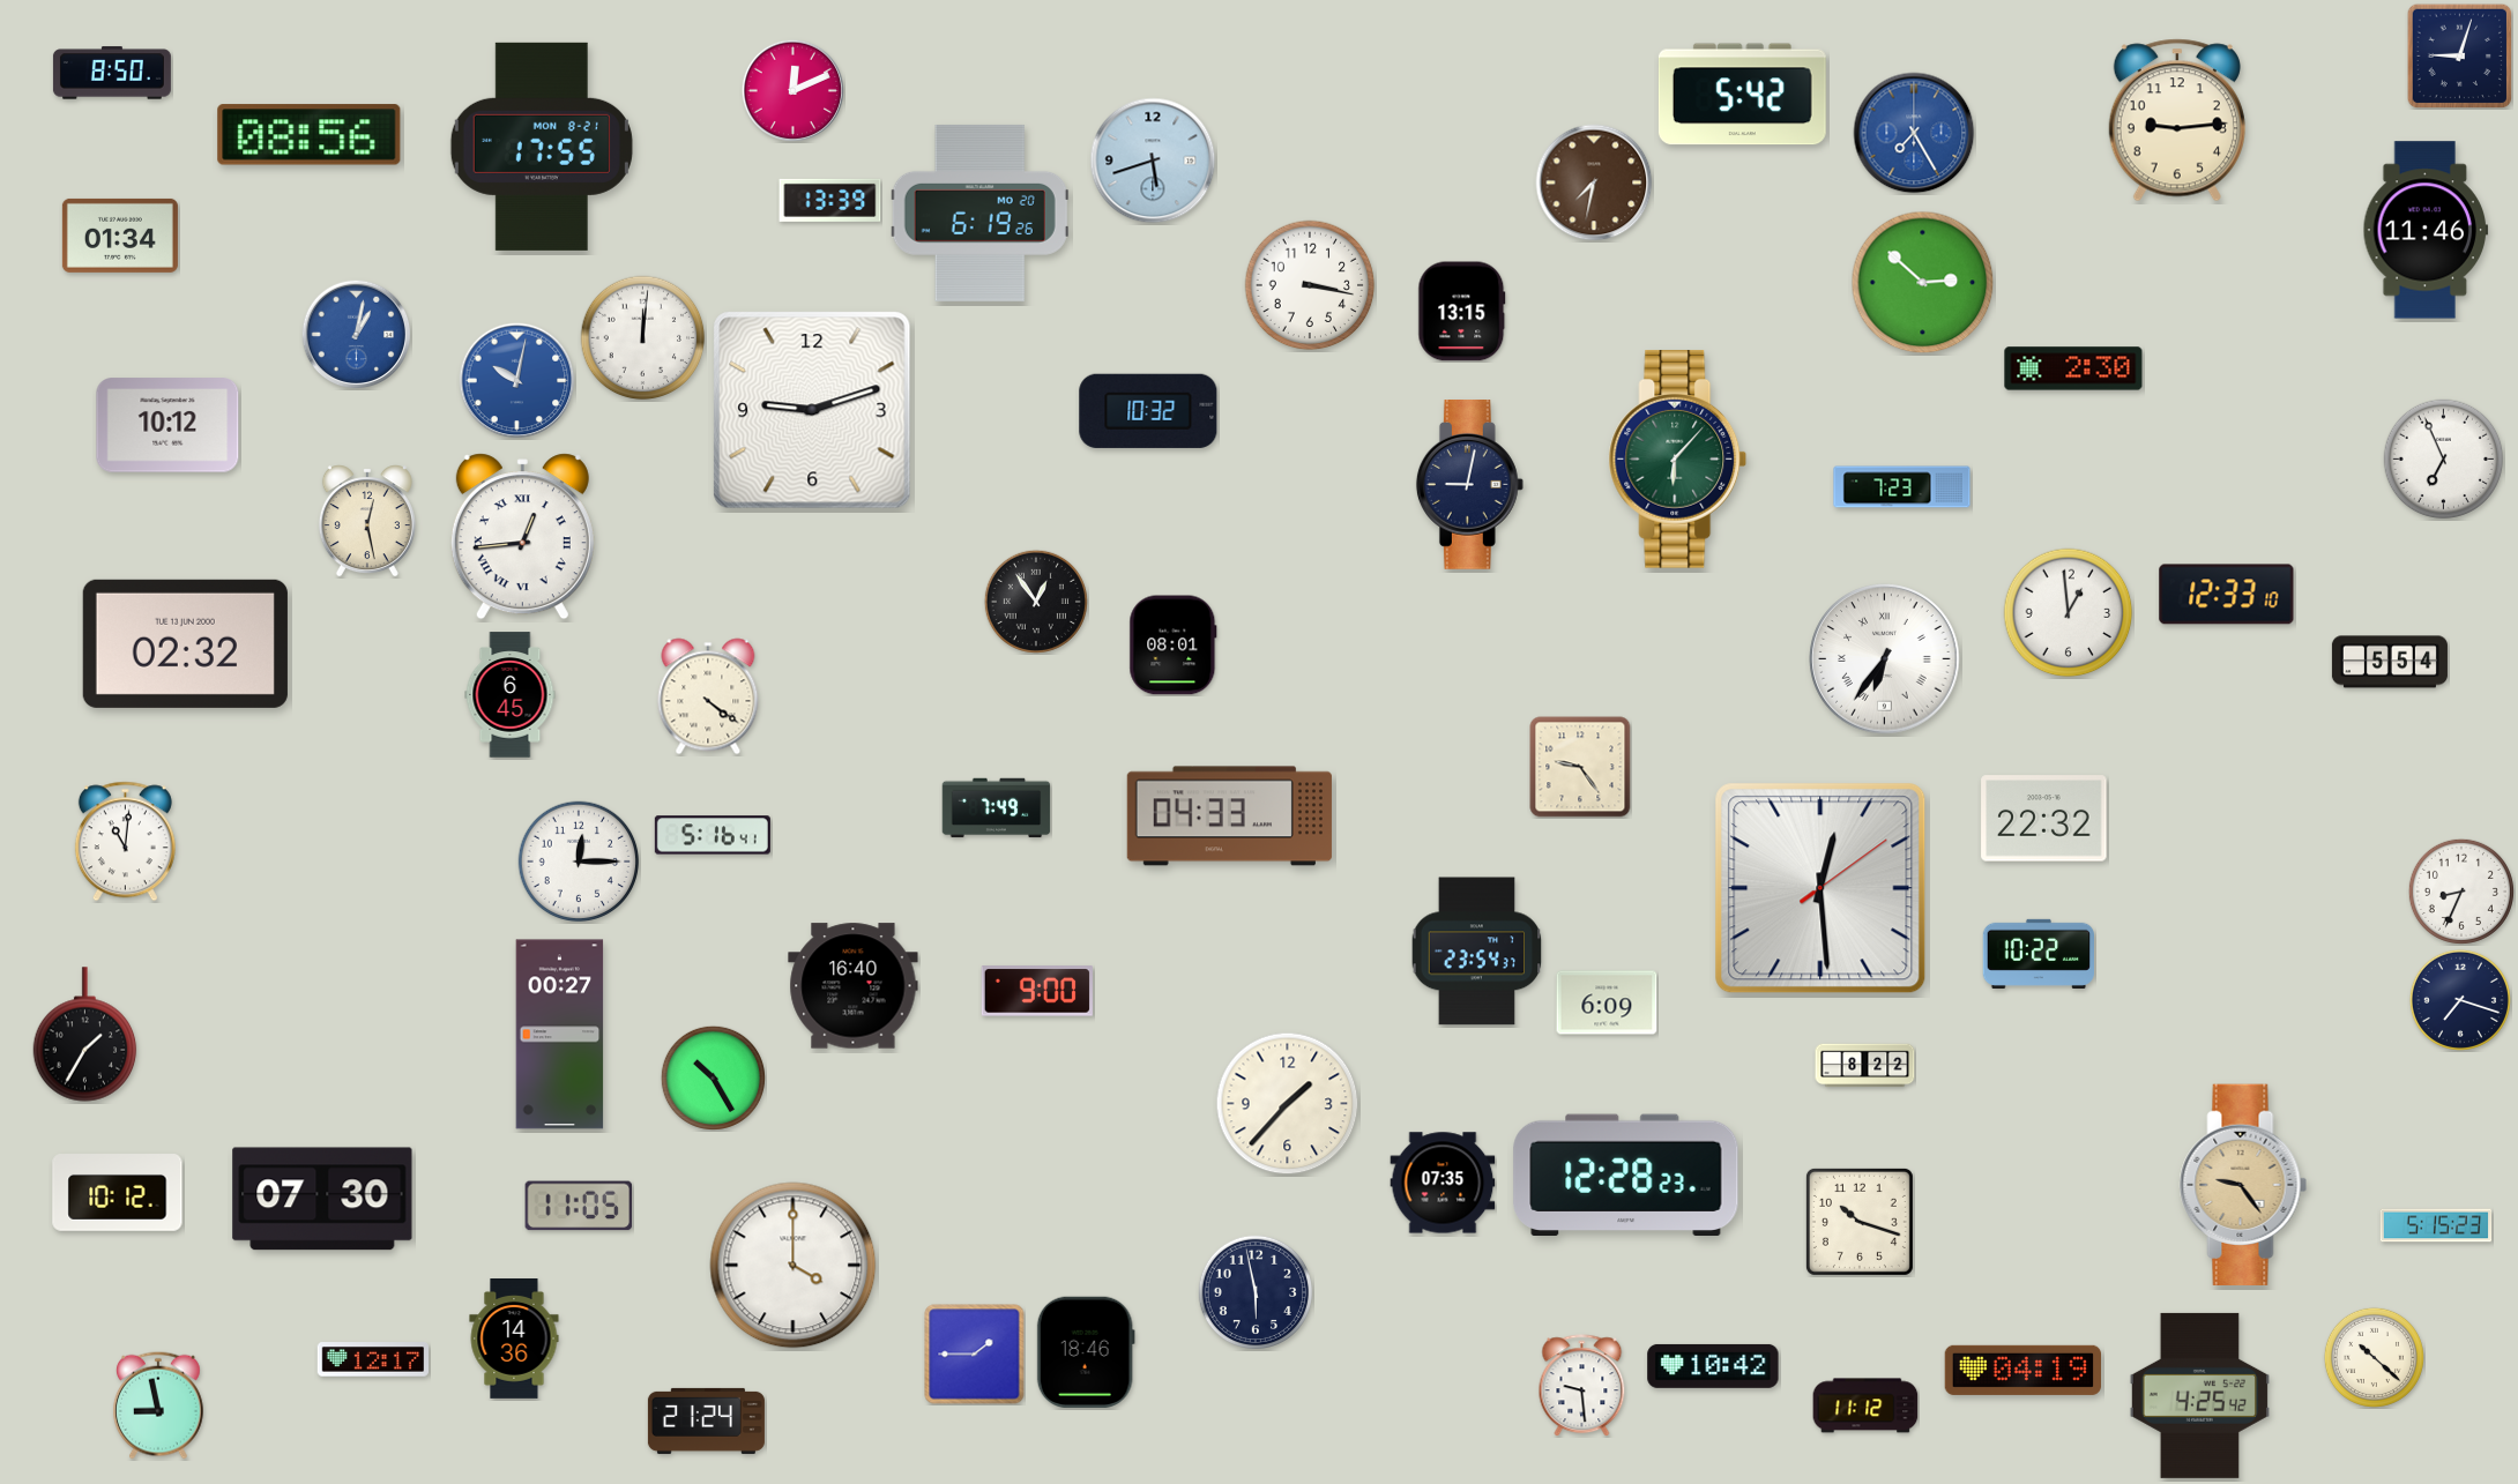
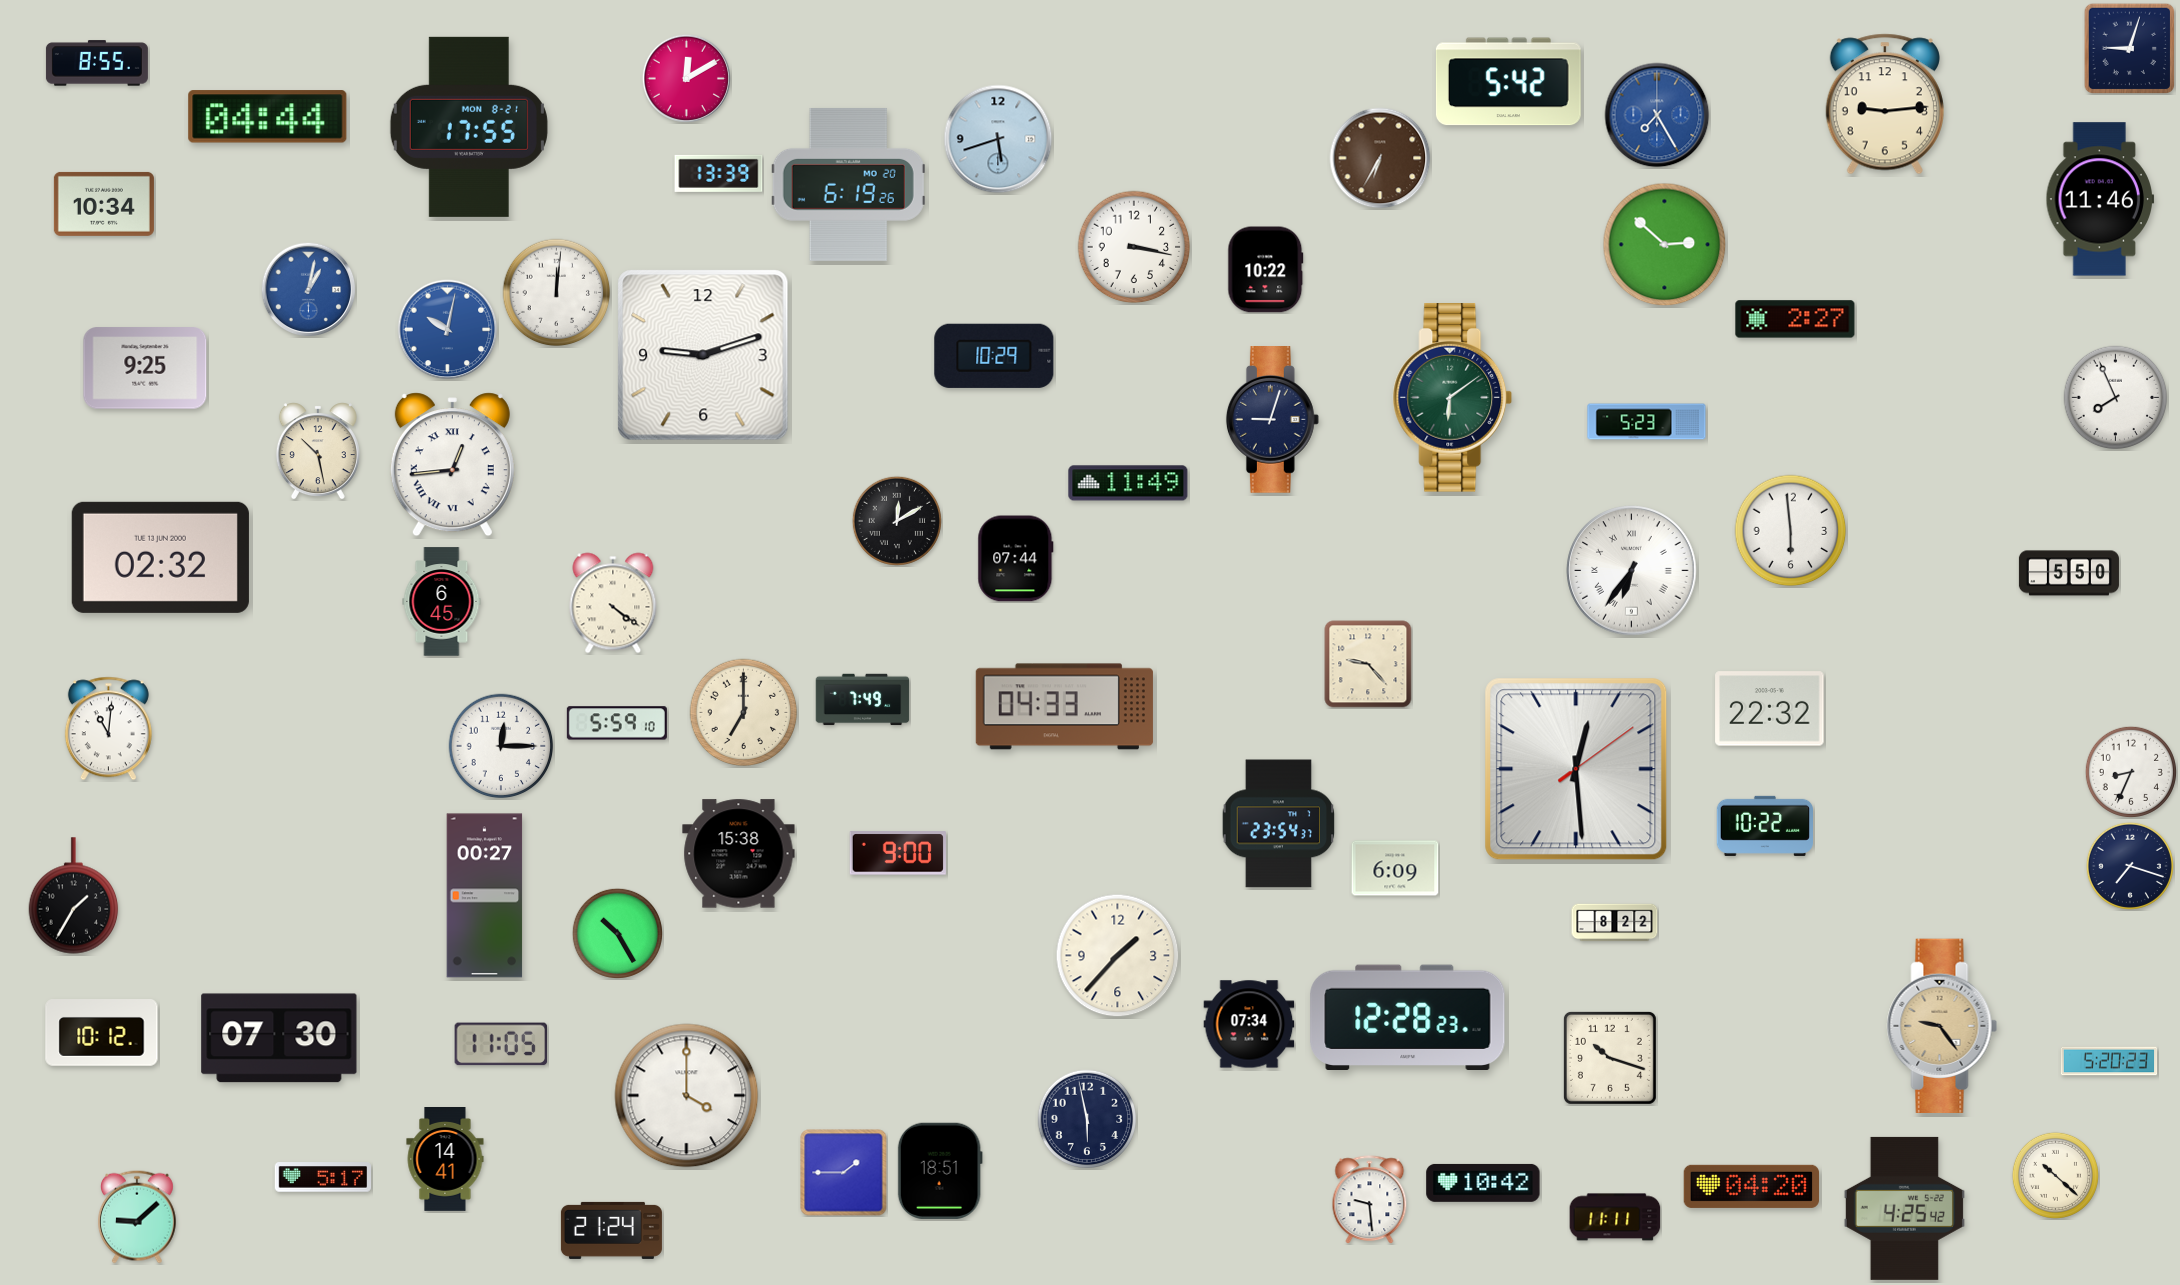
clock at (112, 73): 8:50 -> 8:55
clock at (792, 90): 12:11 -> 12:10
clock at (310, 135): 08:56 -> 04:44
clock at (1594, 182): 7:32 -> 6:35
clock at (120, 236): 01:34 -> 10:34
clock at (1462, 312): 13:15 -> 10:22
clock at (2073, 368): 2:30 -> 2:27
clock at (1148, 411): 10:32 -> 10:29
clock at (167, 425): 10:12 -> 9:25
clock at (1678, 460): 6:07 -> 6:09
clock at (2444, 460): 6:56 -> 7:56
clock at (1469, 485): 9:02 -> 9:03
clock at (1902, 487): 7:23 -> 5:23
clock at (367, 521): 12:28 -> 10:28
clock at (1128, 483): none -> 11:49
clock at (2227, 595): 12:33 -> none
clock at (1036, 602): 12:54 -> 12:10
clock at (2069, 613): 12:59 -> 5:59
clock at (1174, 646): 08:01 -> 07:44
clock at (2390, 662): 5:54 -> 5:50
clock at (1580, 767): 9:24 -> 9:23
clock at (744, 713): none -> 7:00
clock at (713, 835): 5:16 -> 5:59
clock at (854, 986): 16:40 -> 15:38
clock at (1037, 991) position: (1037, 991) -> (898, 853)
clock at (1607, 1002) position: (1607, 1002) -> (1395, 868)
clock at (1288, 1104) position: (1288, 1104) -> (1118, 956)
clock at (1443, 1183): 07:35 -> 07:34
clock at (2436, 1225): 5:15 -> 5:20
clock at (514, 1340): 14:36 -> 14:41
clock at (1086, 1352): 18:46 -> 18:51
clock at (372, 1359): 12:17 -> 5:17
clock at (2022, 1370): 04:19 -> 04:20
clock at (159, 1405): 8:58 -> 9:08
clock at (1865, 1405): 11:12 -> 11:11
